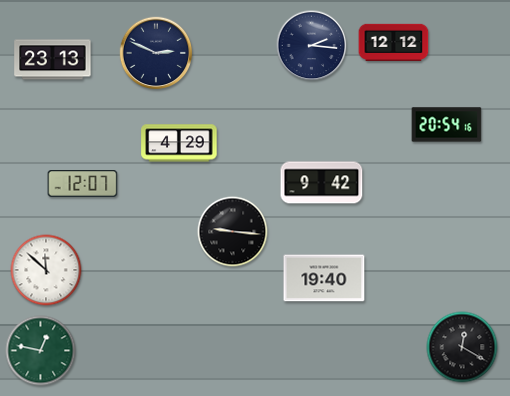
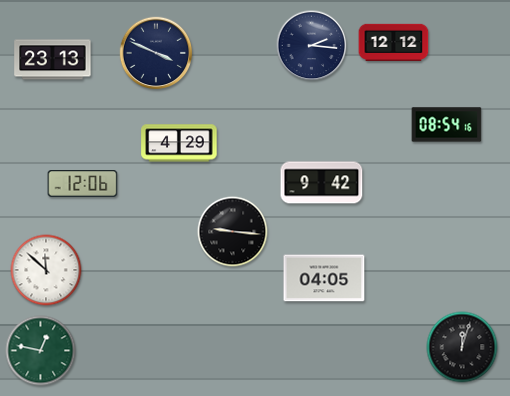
clock at (156, 53): 2:49 -> 3:49
clock at (447, 125): 20:54 -> 08:54
clock at (83, 184): 12:07 -> 12:06
clock at (324, 278): 19:40 -> 04:05
clock at (462, 347): 12:20 -> 12:03
